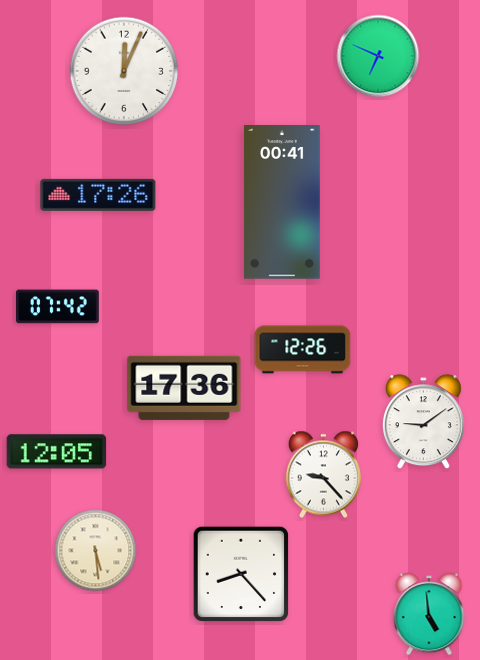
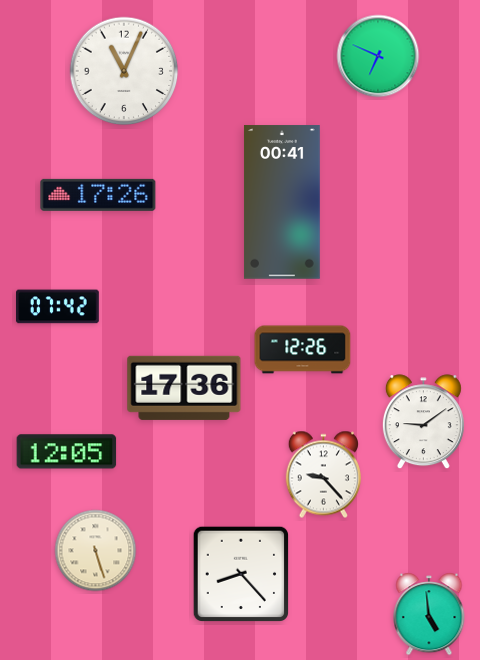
clock at (124, 71): 12:04 -> 11:04
clock at (57, 452) position: (57, 452) -> (67, 452)
clock at (96, 551): 5:29 -> 5:27
